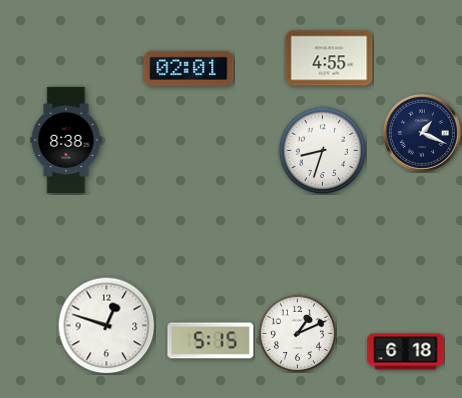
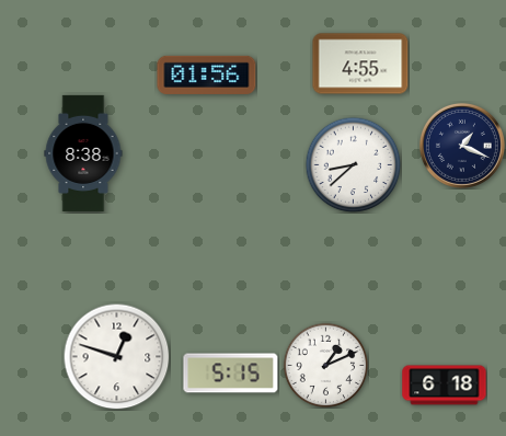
clock at (189, 68): 02:01 -> 01:56
clock at (66, 140) position: (66, 140) -> (83, 153)
clock at (322, 150): 8:33 -> 8:38
